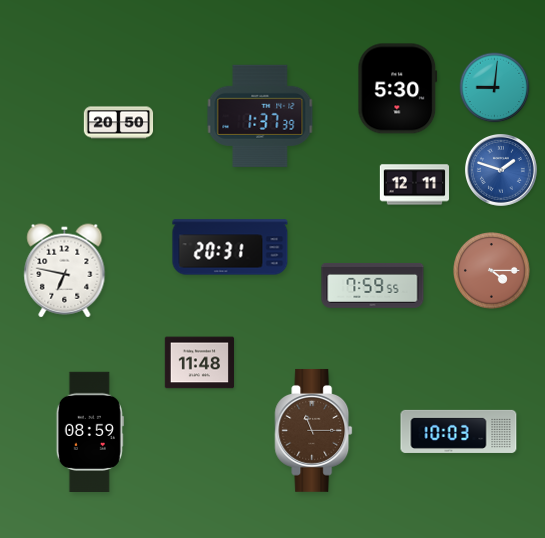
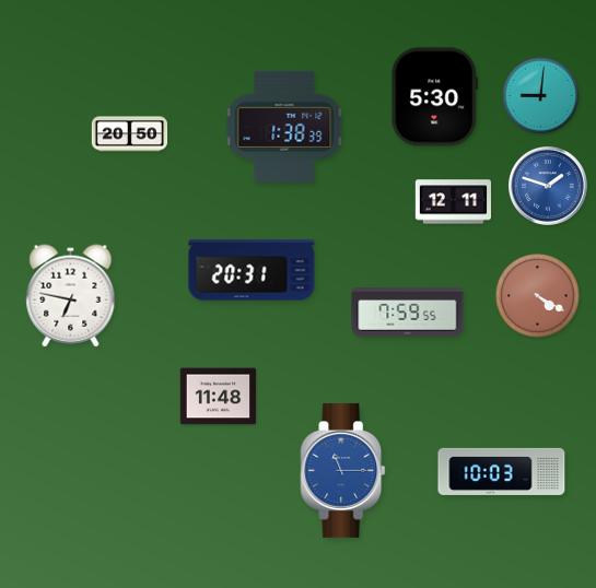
clock at (260, 116): 1:37 -> 1:38
clock at (492, 271): 4:15 -> 4:20
clock at (314, 430) dial: brown -> blue
clock at (90, 431): 08:59 -> none
